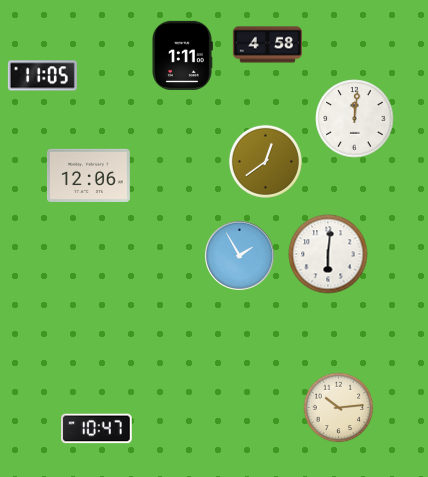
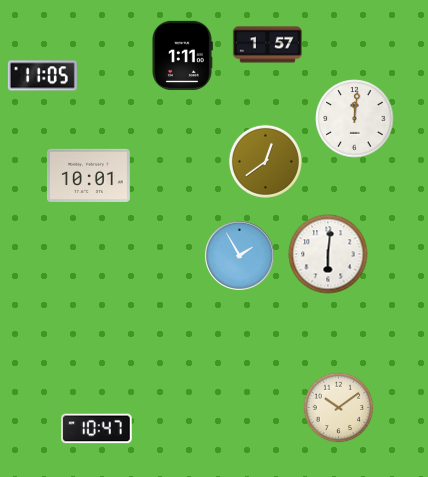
clock at (267, 45): 4:58 -> 1:57
clock at (88, 175): 12:06 -> 10:01
clock at (339, 408): 10:14 -> 10:09
